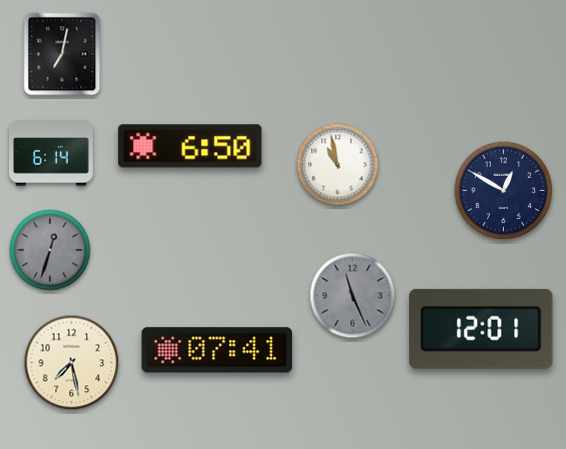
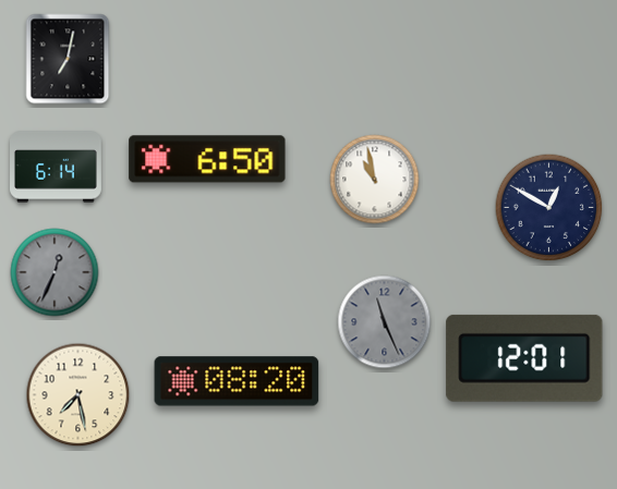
clock at (338, 165) position: (338, 165) -> (375, 180)
clock at (50, 250): 12:33 -> 12:34
clock at (217, 350): 07:41 -> 08:20
